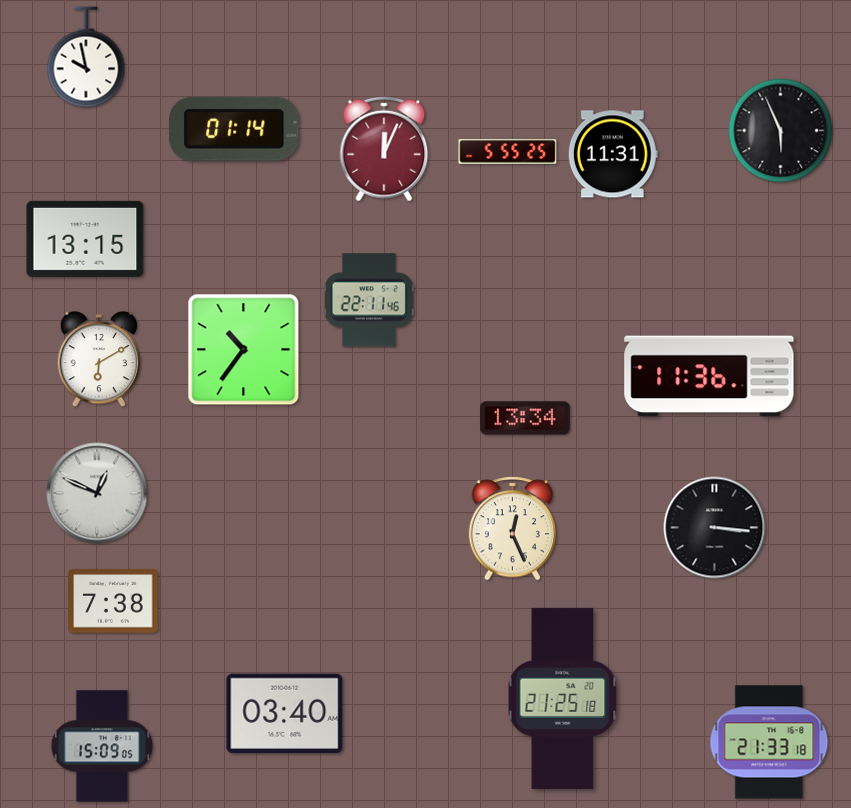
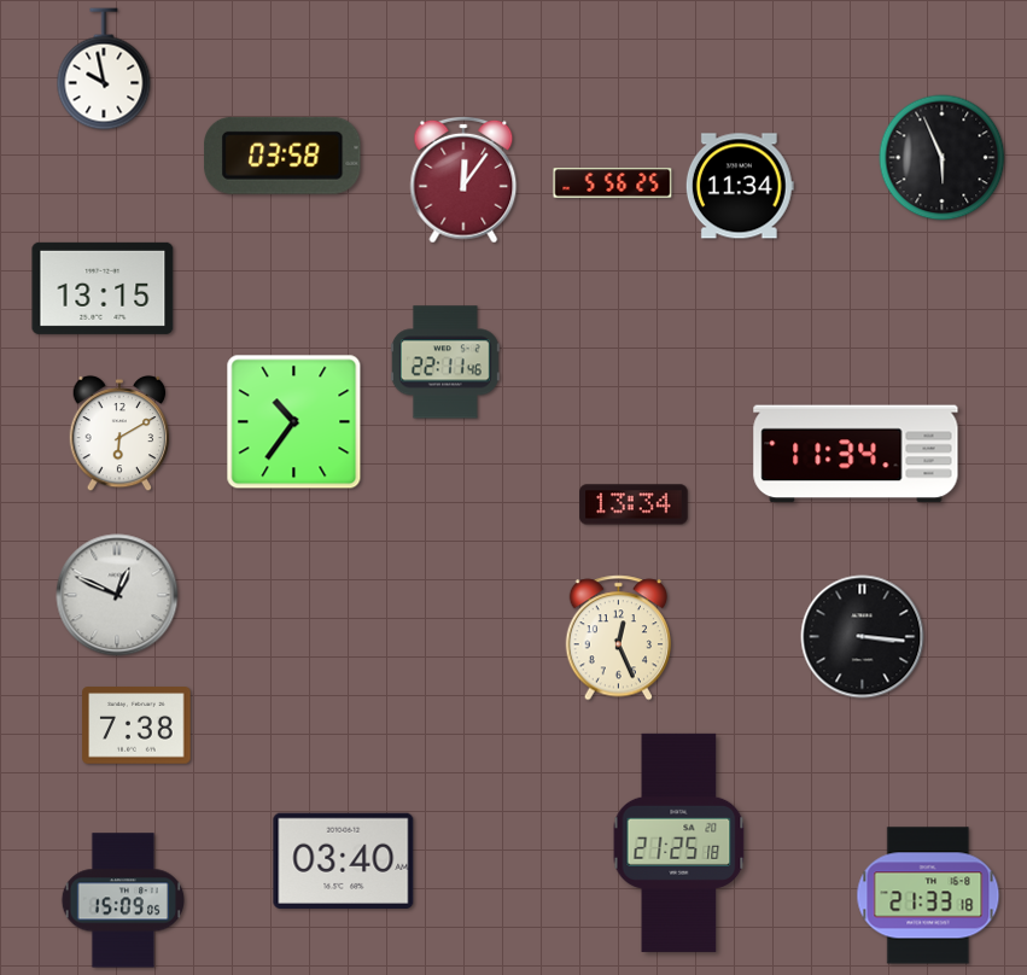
clock at (234, 129): 01:14 -> 03:58
clock at (384, 149): 12:04 -> 12:06
clock at (508, 152): 5:55 -> 5:56
clock at (613, 154): 11:31 -> 11:34
clock at (709, 376): 11:36 -> 11:34
